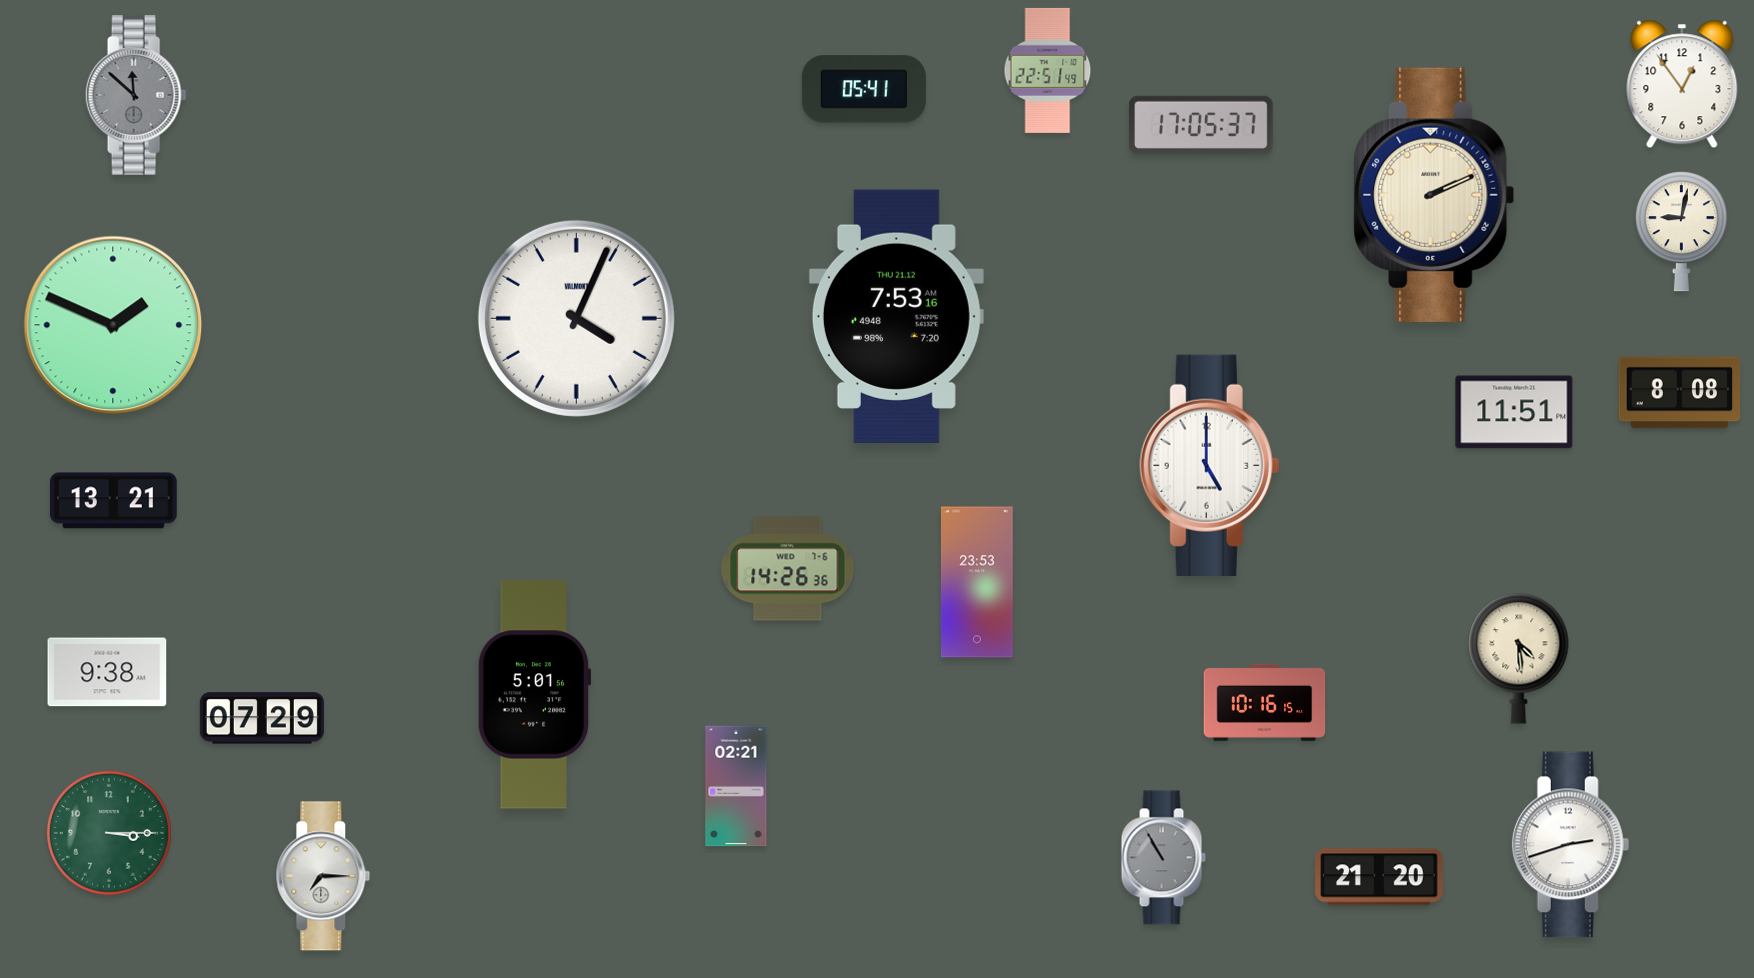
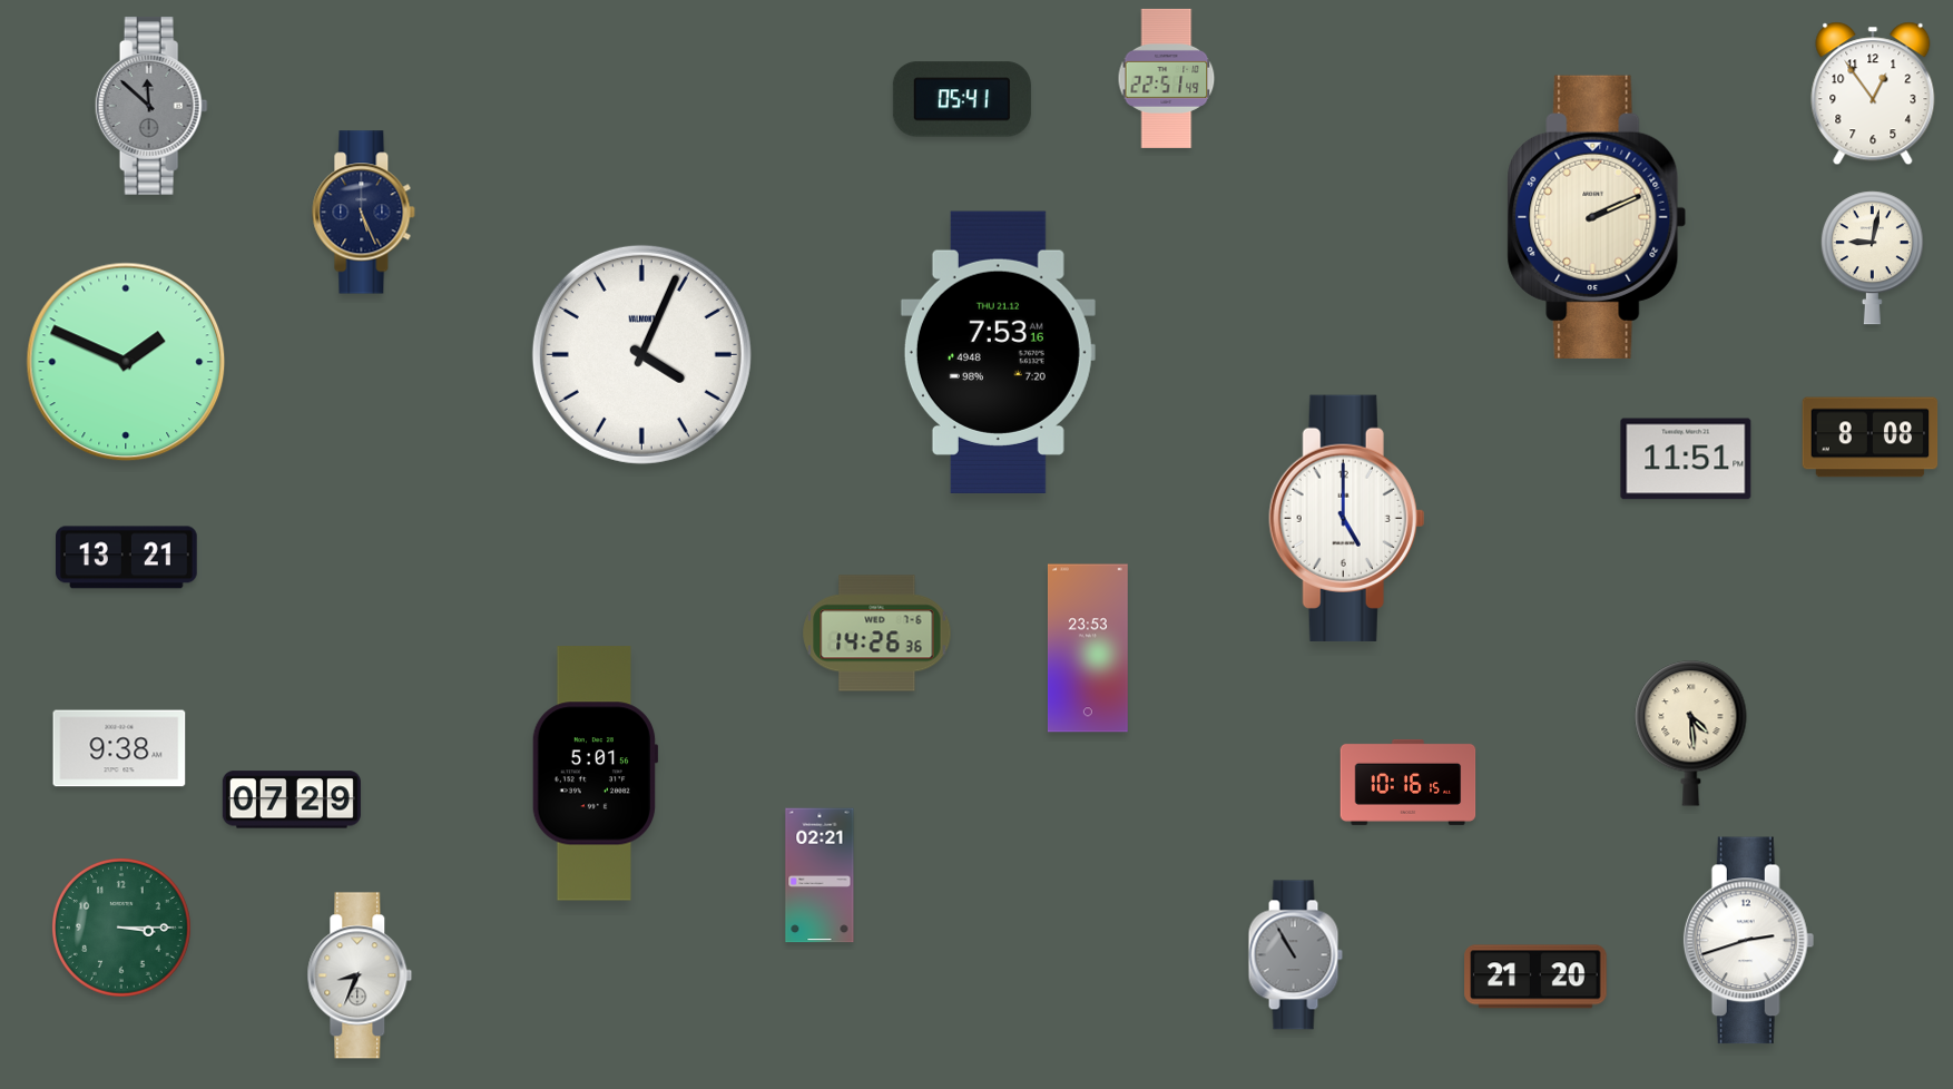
clock at (1202, 125): 17:05 -> none
clock at (364, 213): none -> 5:26
clock at (323, 876): 7:15 -> 8:34
